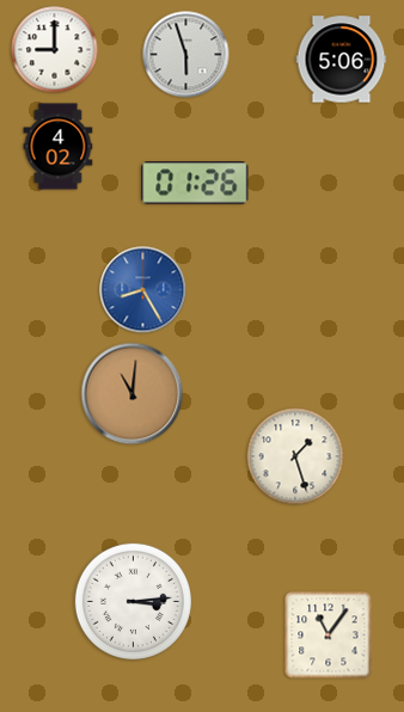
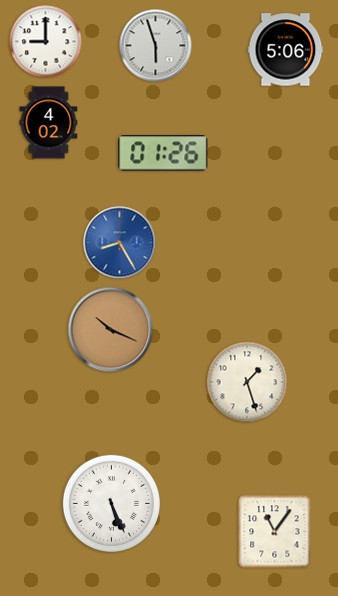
clock at (133, 394): 11:01 -> 10:19
clock at (133, 601): 3:14 -> 5:26
